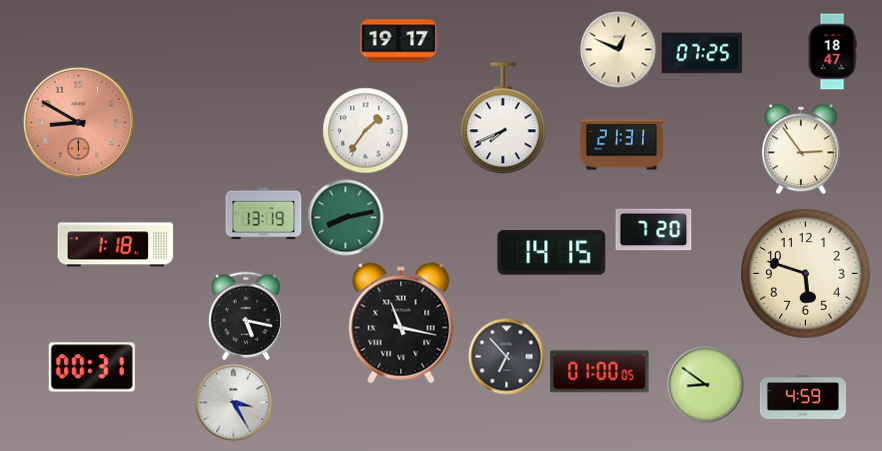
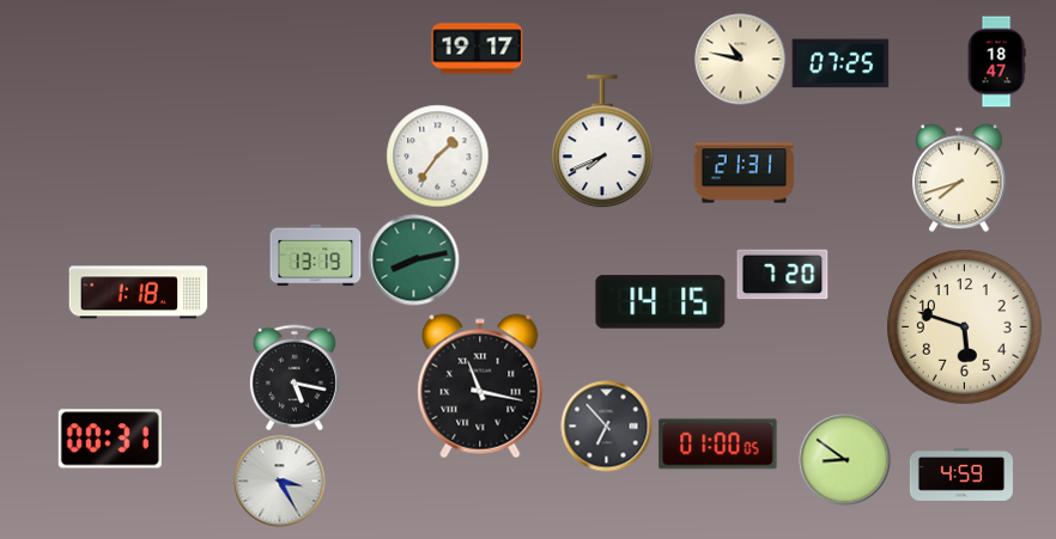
clock at (619, 50): 12:49 -> 10:47
clock at (78, 122): 8:50 -> none
clock at (802, 149): 2:54 -> 7:42
